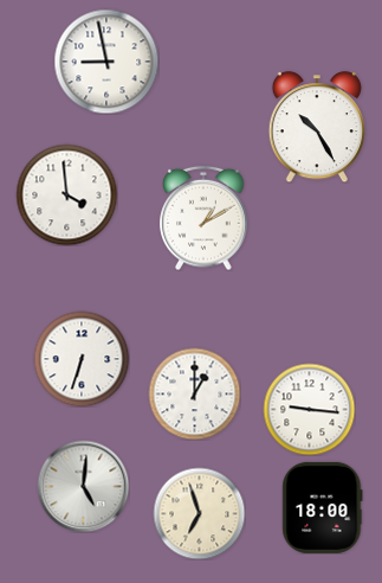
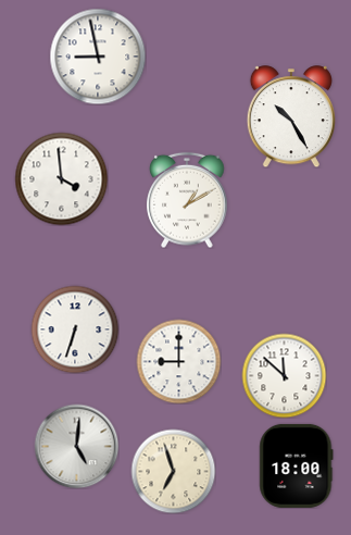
clock at (194, 393): 1:00 -> 9:00
clock at (309, 409): 9:16 -> 11:52
clock at (199, 513) position: (199, 513) -> (173, 471)
